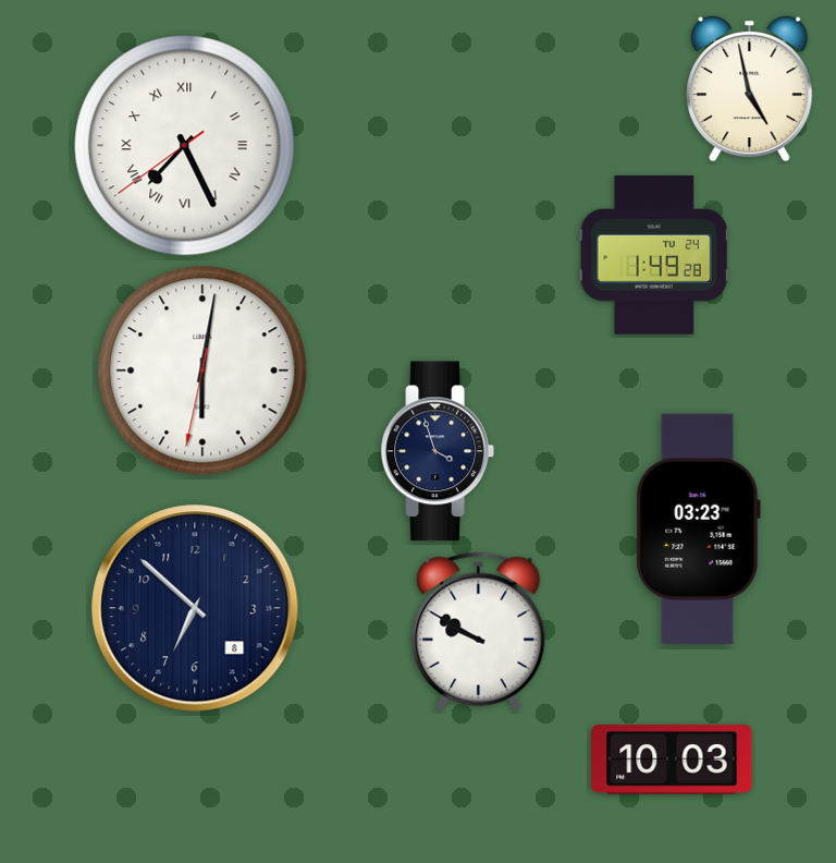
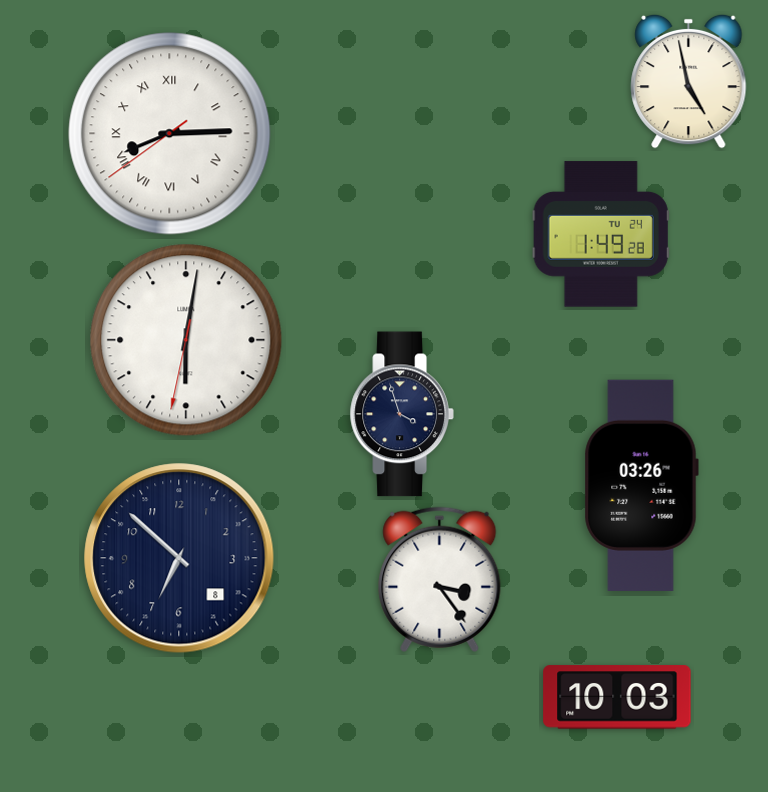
clock at (185, 146): 7:25 -> 8:14
clock at (698, 528): 03:23 -> 03:26
clock at (479, 631): 9:50 -> 3:24
